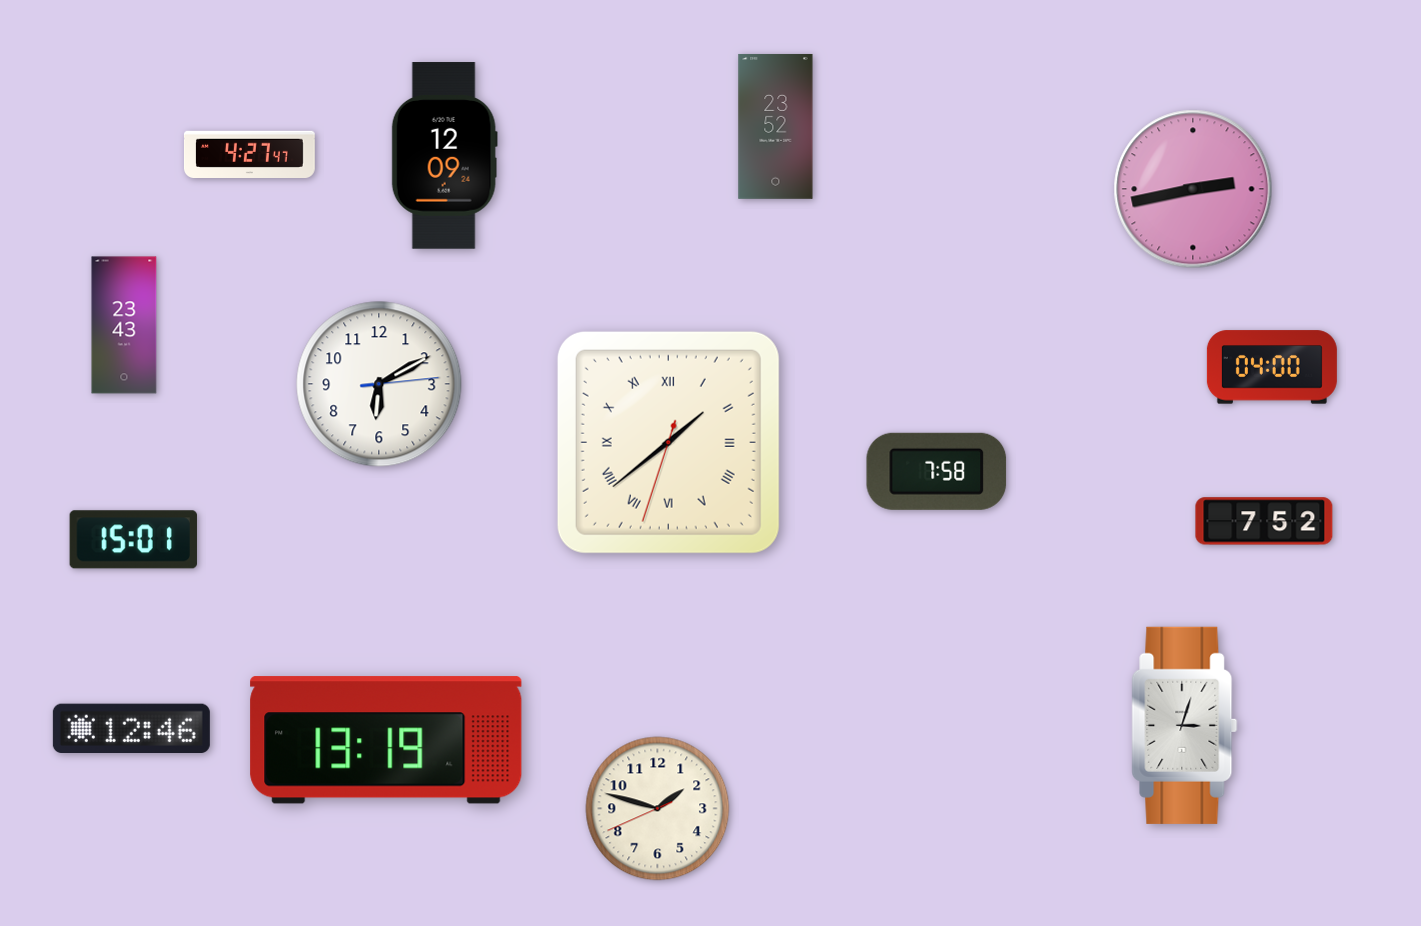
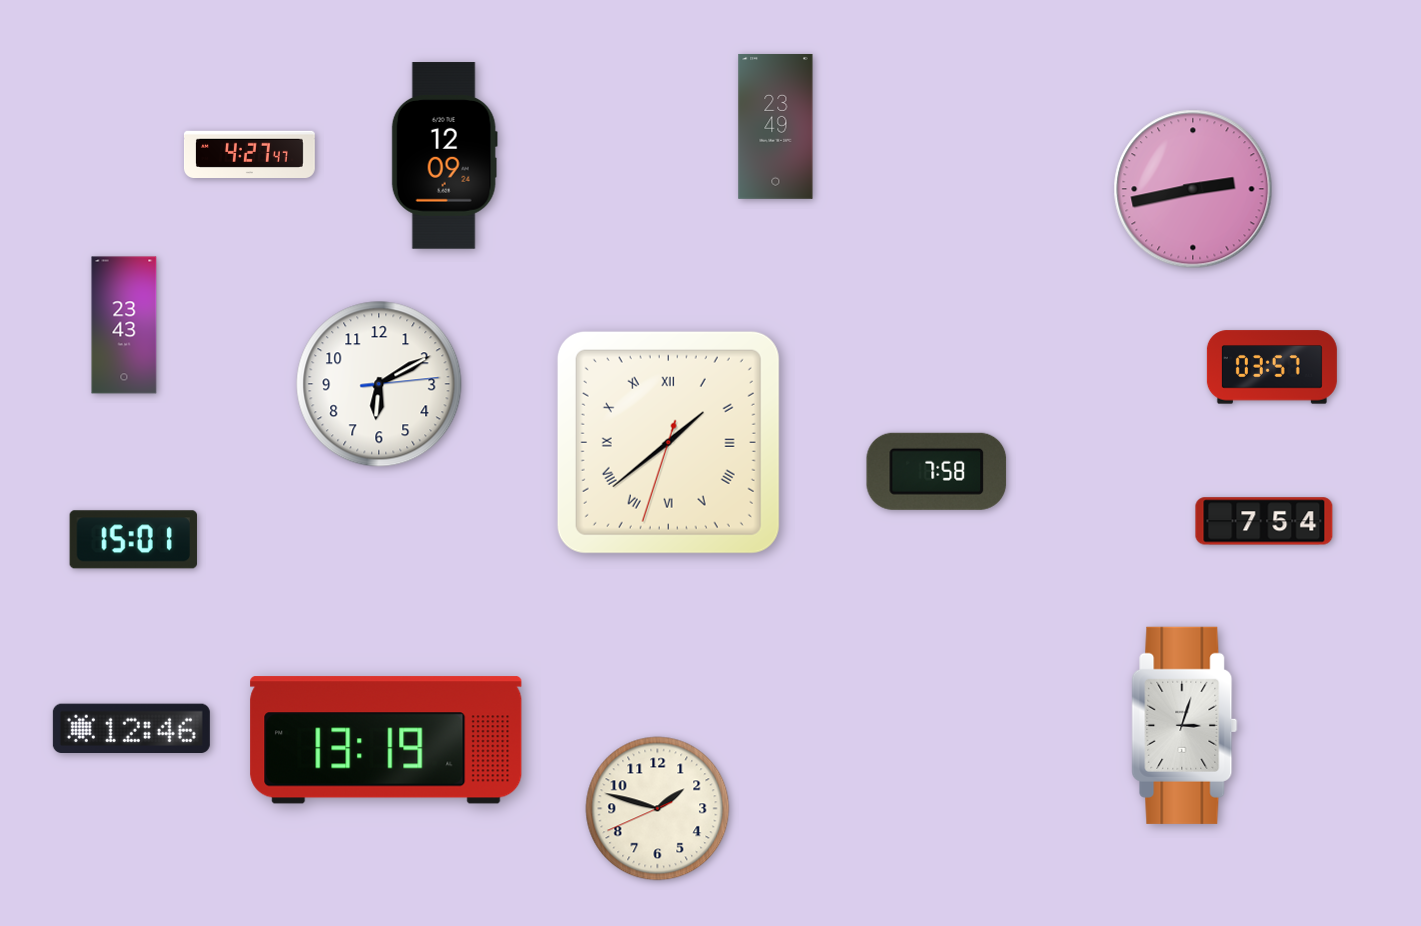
clock at (776, 126): 23:52 -> 23:49
clock at (1272, 367): 04:00 -> 03:57
clock at (1264, 521): 7:52 -> 7:54
